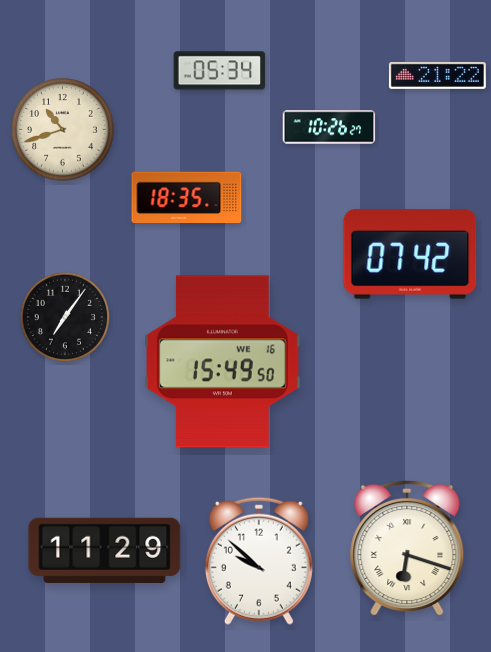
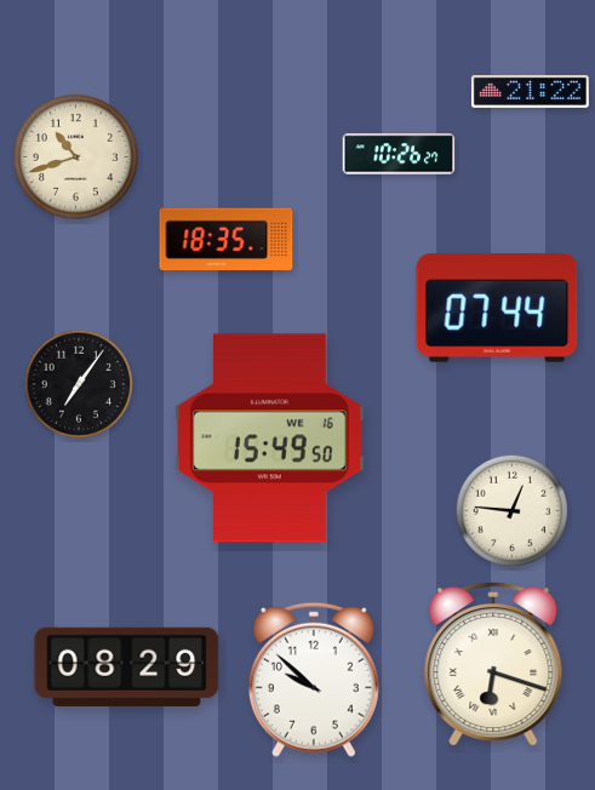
clock at (220, 71): 05:34 -> none
clock at (410, 254): 07:42 -> 07:44
clock at (511, 510): none -> 12:46
clock at (105, 550): 11:29 -> 08:29
